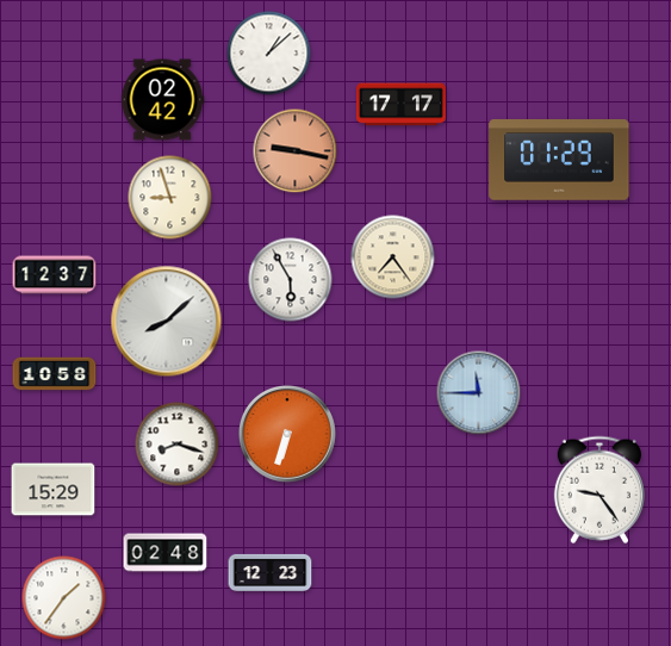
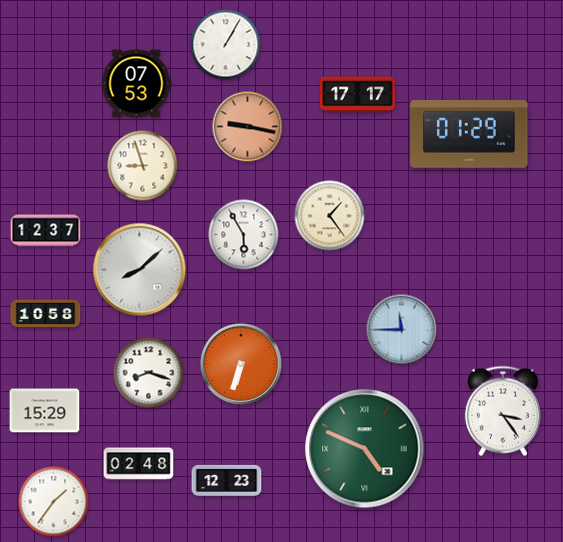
clock at (269, 54): 1:08 -> 1:05
clock at (162, 100): 02:42 -> 07:53
clock at (400, 105) position: (400, 105) -> (357, 95)
clock at (393, 257): 7:24 -> 1:24
clock at (599, 490): 9:24 -> 3:24
clock at (365, 449): none -> 4:49
